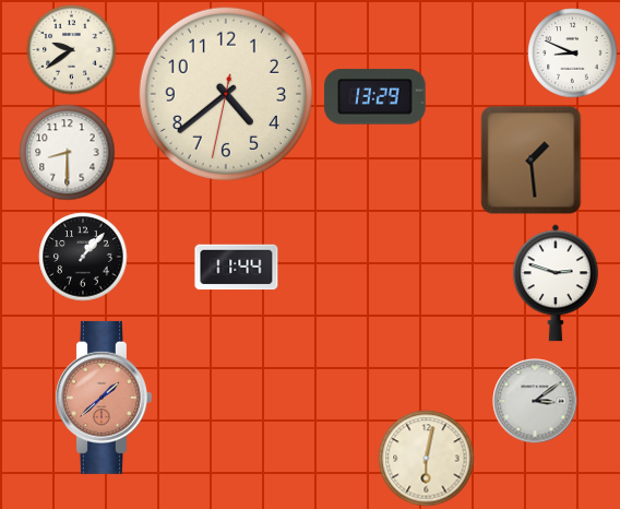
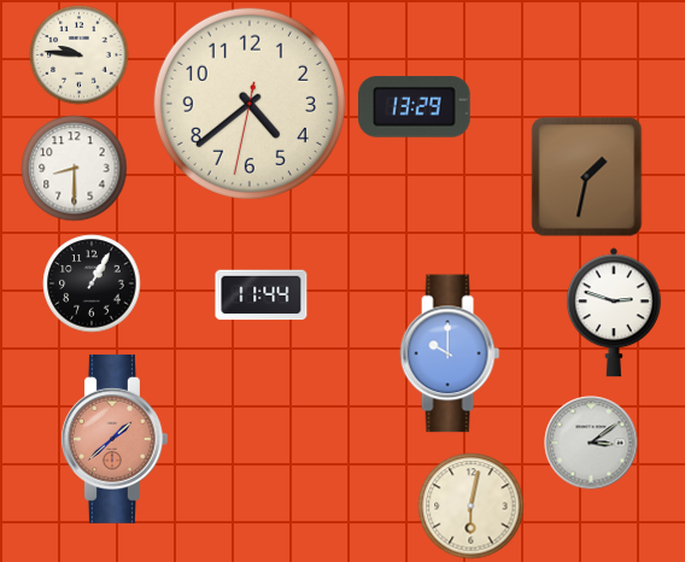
clock at (72, 50): 9:39 -> 9:46
clock at (573, 54): 8:49 -> none
clock at (532, 161): 1:29 -> 1:32
clock at (83, 257): 1:07 -> 1:05
clock at (450, 353): none -> 10:00
